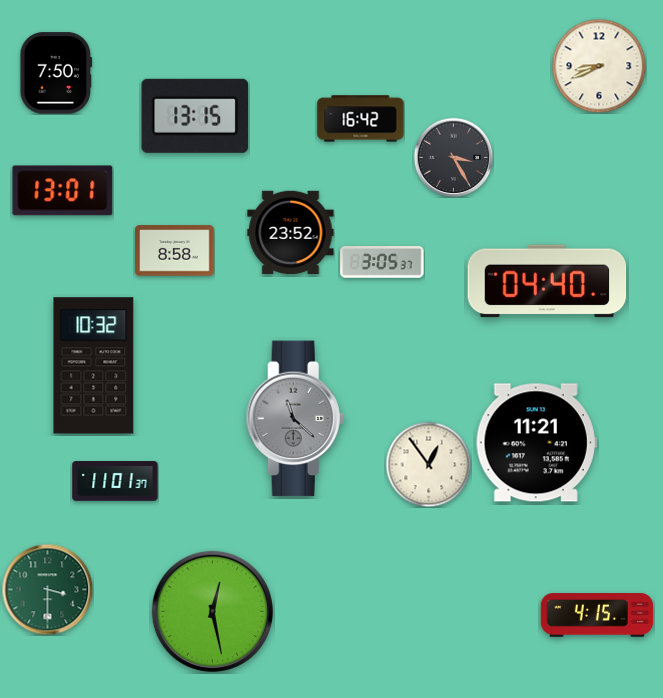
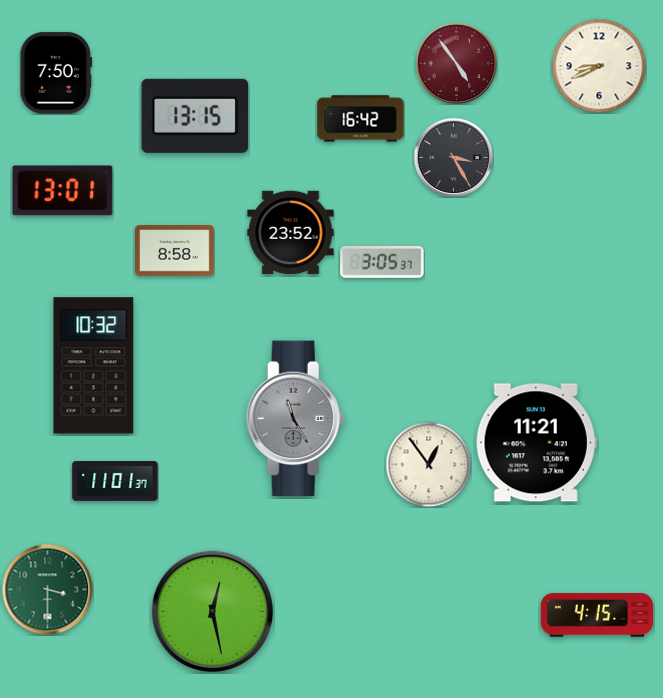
clock at (456, 63): none -> 4:54
clock at (547, 281): 04:40 -> none
clock at (295, 419): 11:22 -> 11:25
